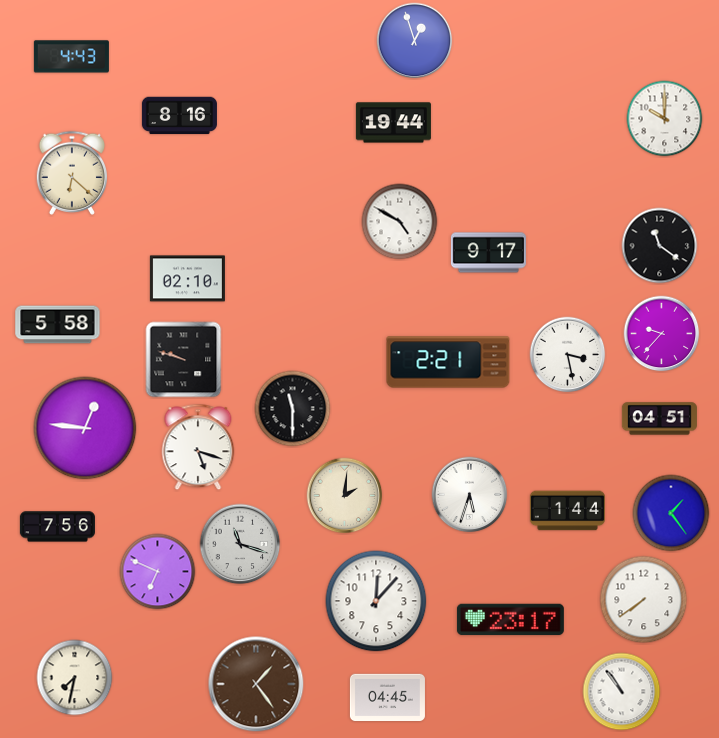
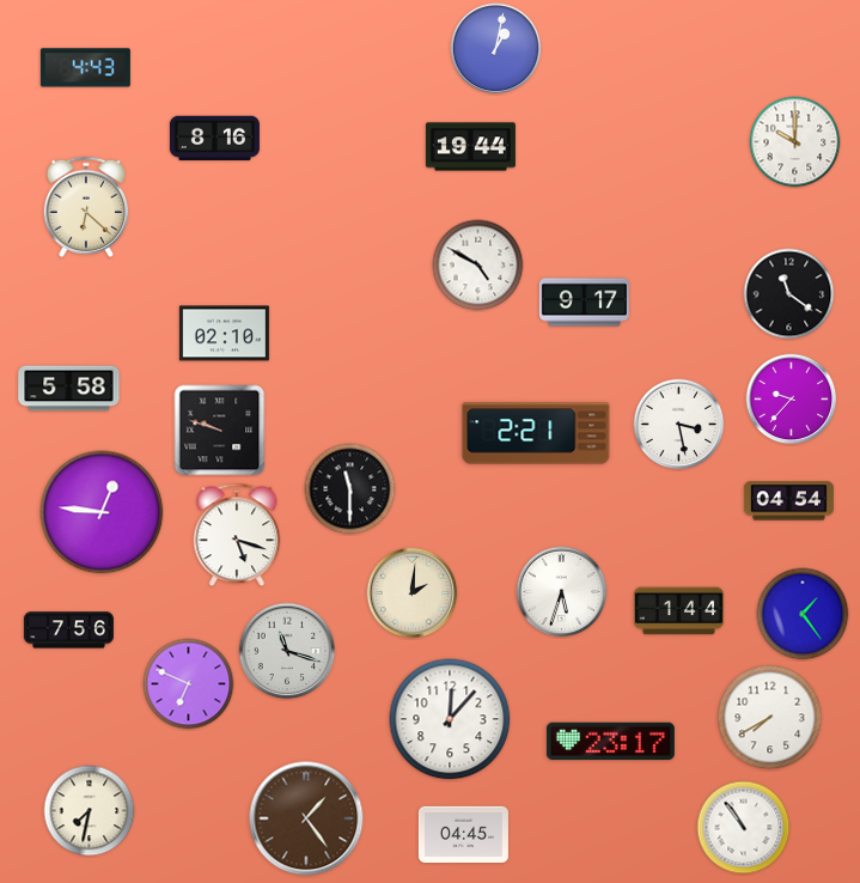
clock at (415, 41): 12:57 -> 1:02
clock at (659, 419): 04:51 -> 04:54
clock at (644, 600): 7:39 -> 7:40
